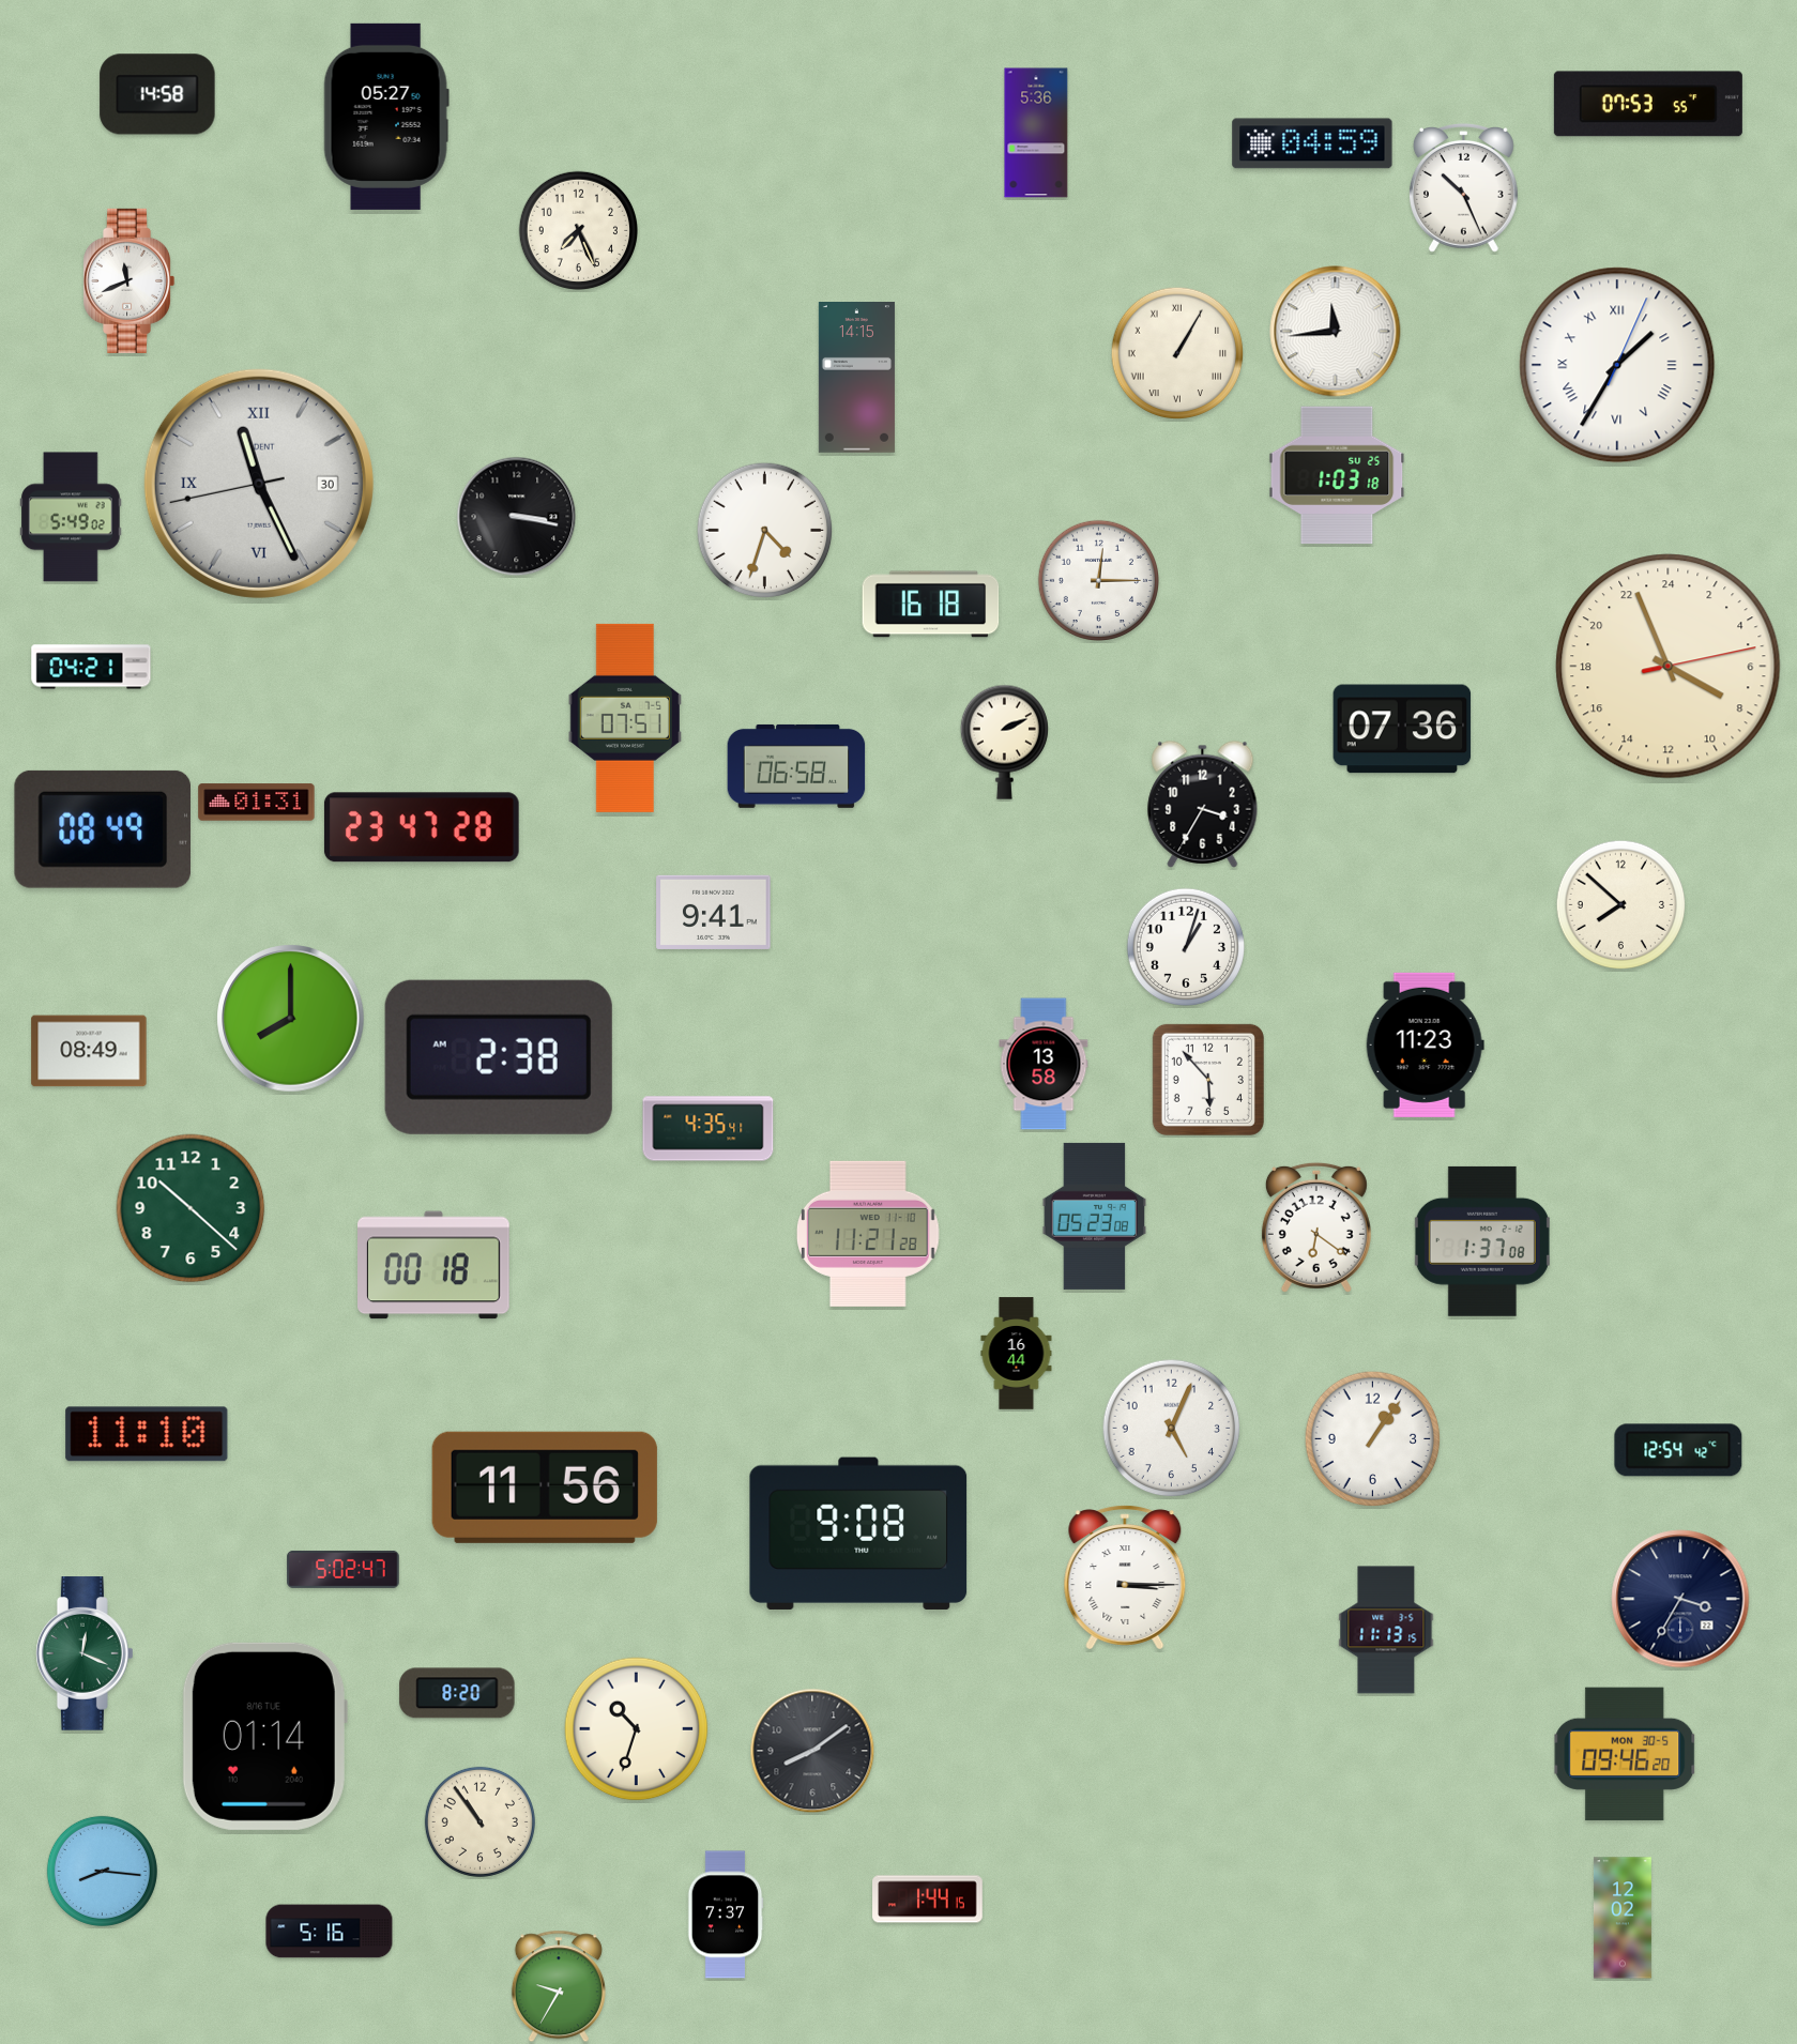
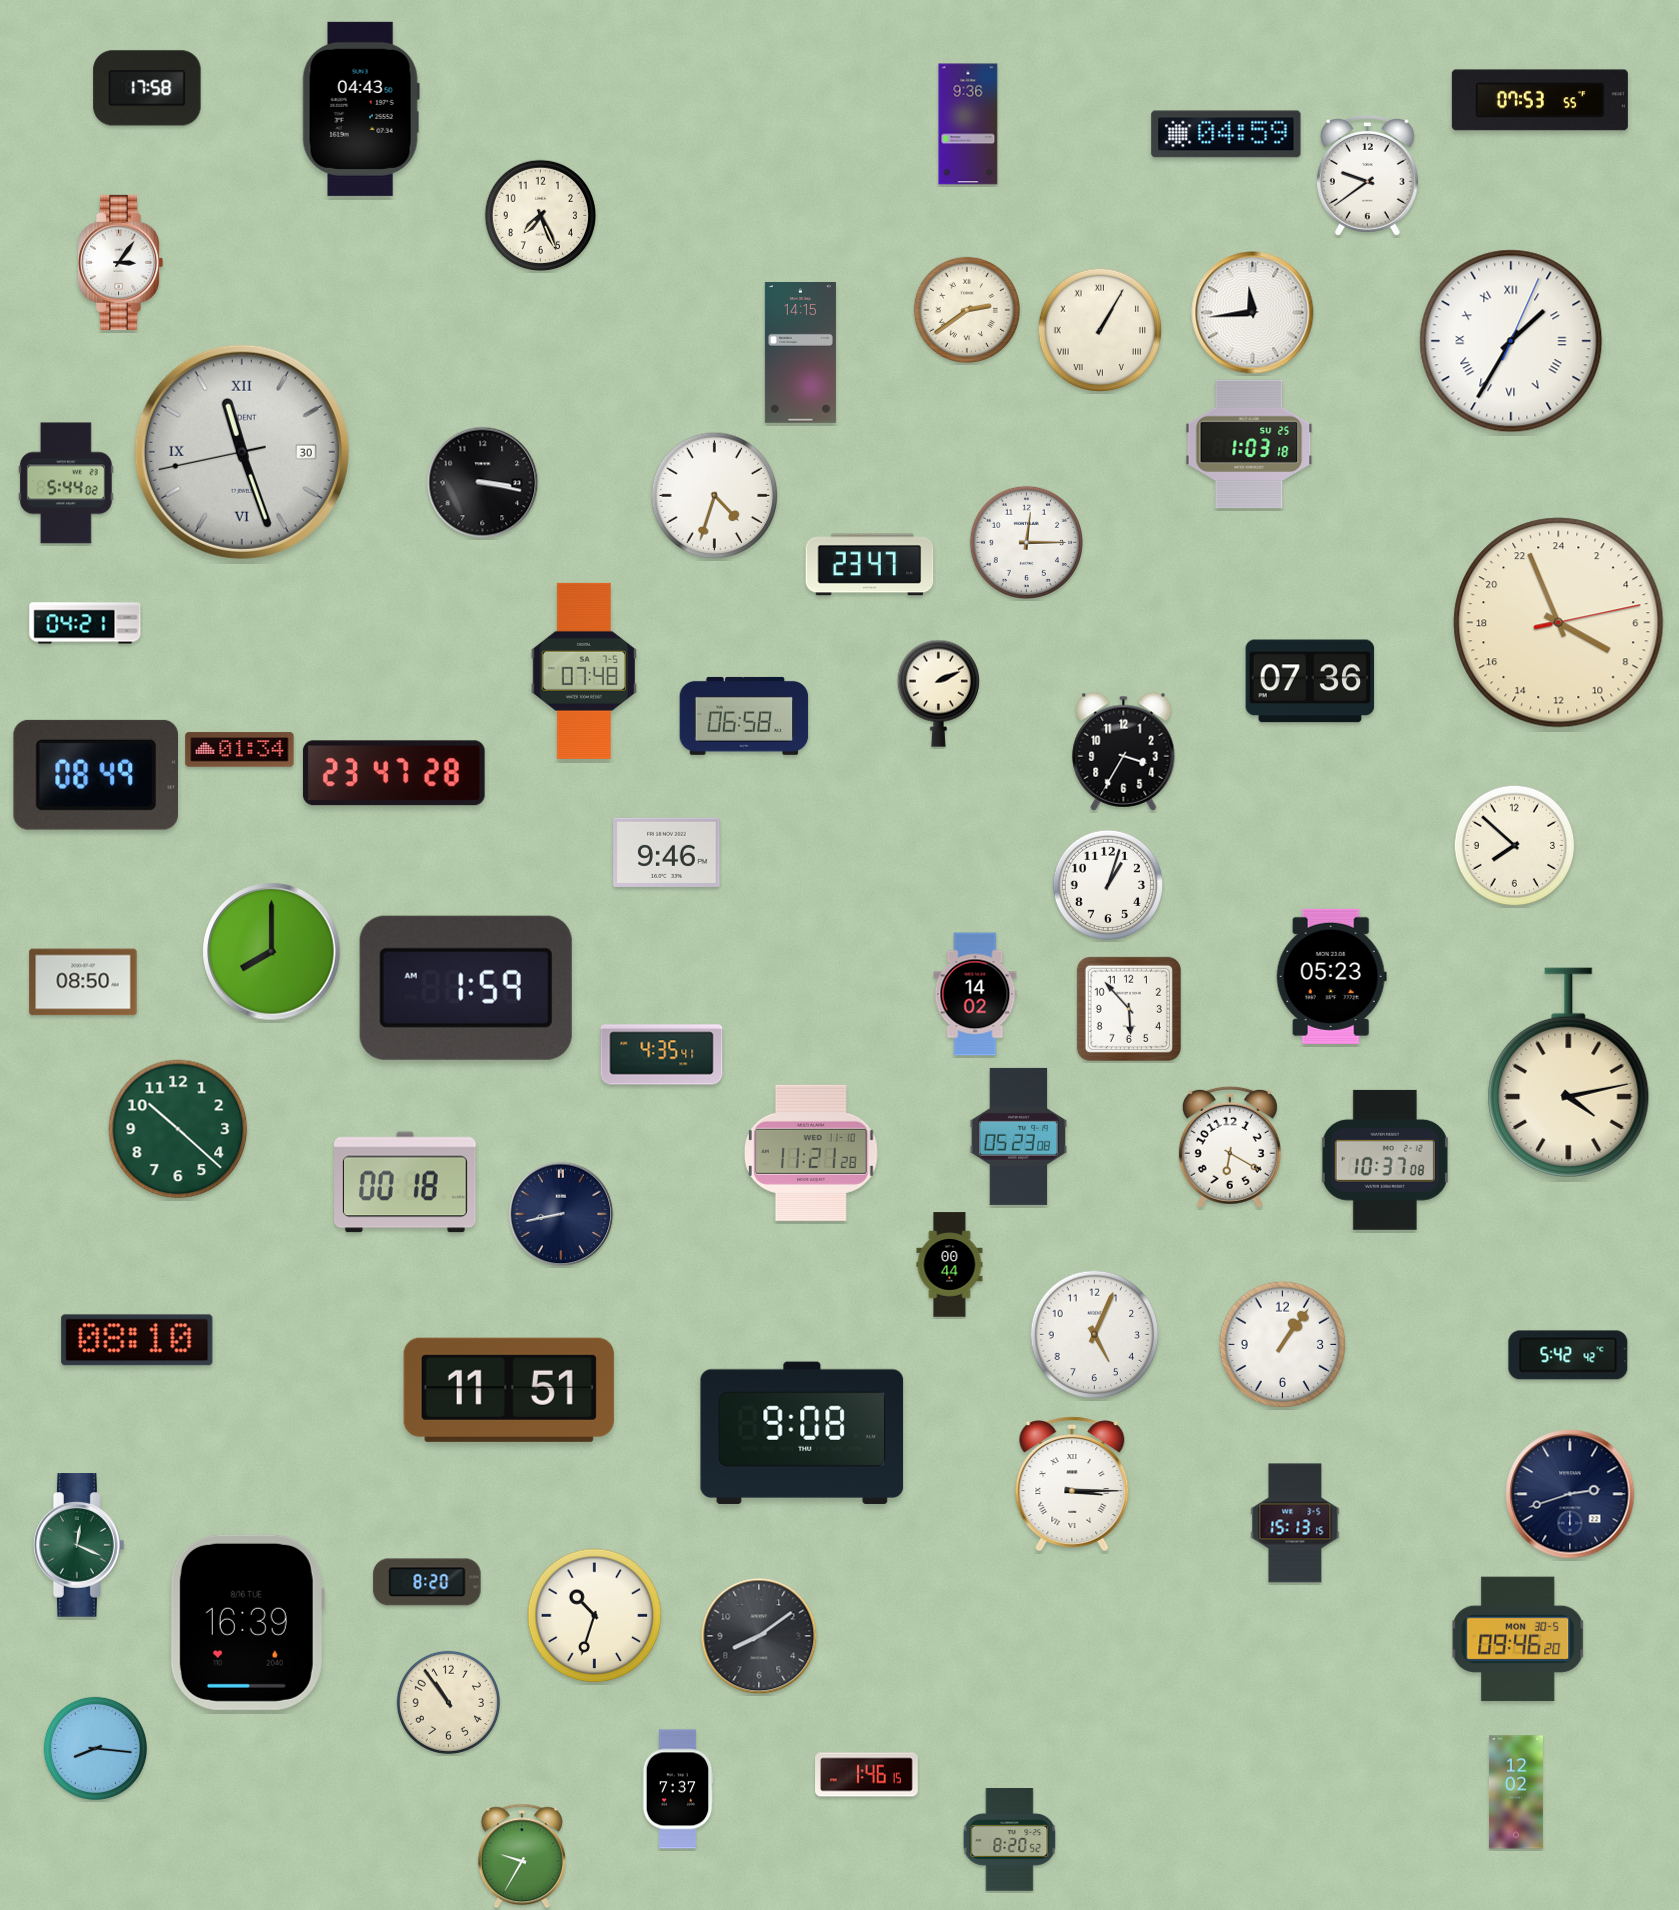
clock at (157, 94): 14:58 -> 17:58
clock at (1648, 104) position: (1648, 104) -> (1540, 100)
clock at (386, 117): 05:27 -> 04:43
clock at (1036, 133): 5:36 -> 9:36
clock at (1463, 188): 10:26 -> 9:39
clock at (130, 280): 11:41 -> 3:06
clock at (967, 310): none -> 2:39
clock at (1336, 332) position: (1336, 332) -> (1253, 313)
clock at (259, 484): 11:25 -> 11:26
clock at (71, 517): 5:49 -> 5:44
clock at (931, 605): 16:18 -> 23:47
clock at (624, 718): 07:51 -> 07:48
clock at (257, 803): 01:31 -> 01:34
clock at (714, 912): 9:41 -> 9:46
clock at (1425, 1044): 11:23 -> 05:23
clock at (89, 1051): 08:49 -> 08:50
clock at (499, 1057): 2:38 -> 1:59
clock at (1044, 1064): 13:58 -> 14:02
clock at (1569, 1072): none -> 4:13
clock at (1095, 1216) position: (1095, 1216) -> (1019, 1136)
clock at (1316, 1227): 6:21 -> 6:20
clock at (1482, 1241): 1:37 -> 10:37
clock at (561, 1214): none -> 8:43
clock at (1017, 1354): 16:44 -> 00:44
clock at (147, 1434): 11:10 -> 08:10
clock at (1678, 1450): 12:54 -> 5:42
clock at (545, 1488): 11:56 -> 11:51
clock at (344, 1569): 5:02 -> none
clock at (1125, 1577) position: (1125, 1577) -> (1072, 1484)
clock at (1680, 1599): 3:35 -> 2:42
clock at (1386, 1630): 11:13 -> 15:13
clock at (264, 1736): 01:14 -> 16:39
clock at (928, 1900): 1:44 -> 1:46
clock at (330, 1932): 5:16 -> none
clock at (1010, 1840): none -> 8:20
